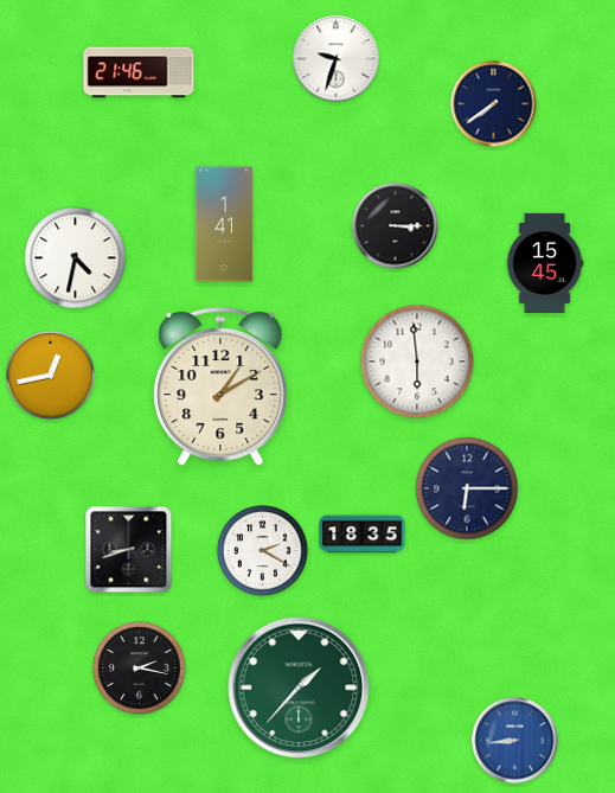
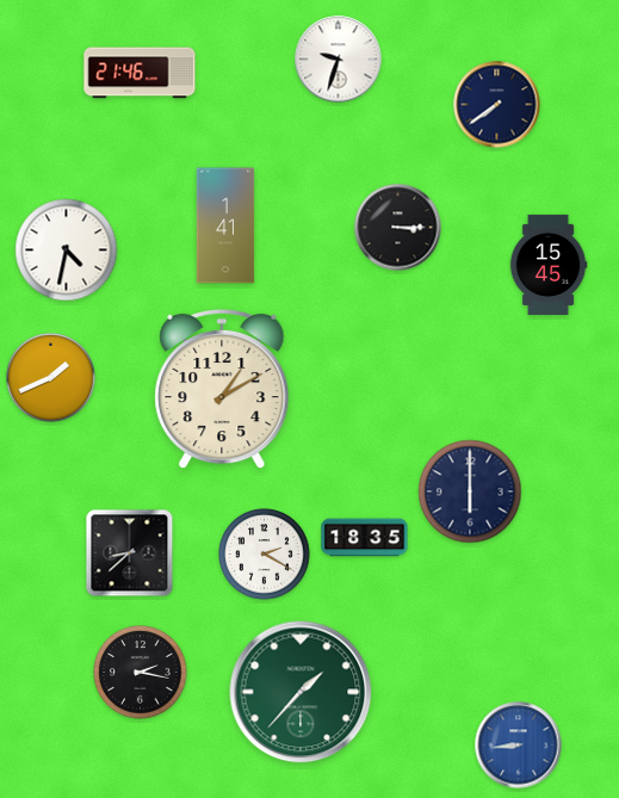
clock at (76, 258) position: (76, 258) -> (67, 250)
clock at (417, 362): 5:59 -> none
clock at (51, 376): 12:43 -> 1:41
clock at (467, 488): 6:15 -> 6:00
clock at (129, 550): 8:42 -> 8:38
